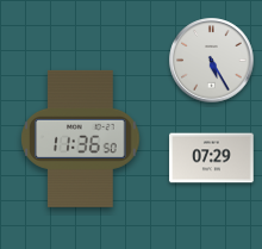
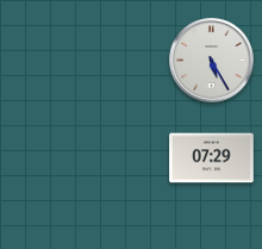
clock at (81, 138): 11:36 -> none
